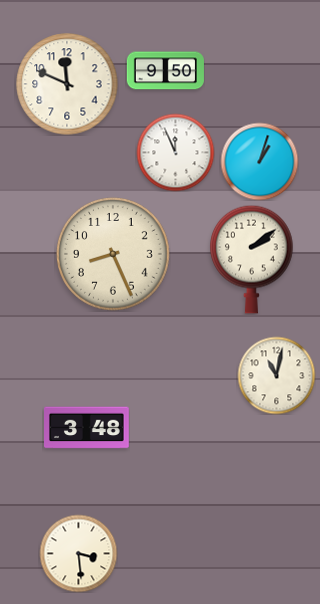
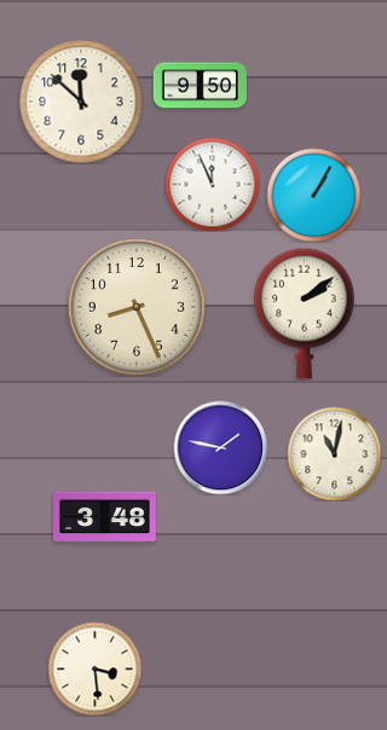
clock at (67, 84): 11:49 -> 11:52
clock at (259, 161): 1:03 -> 1:05
clock at (220, 447): none -> 1:47
